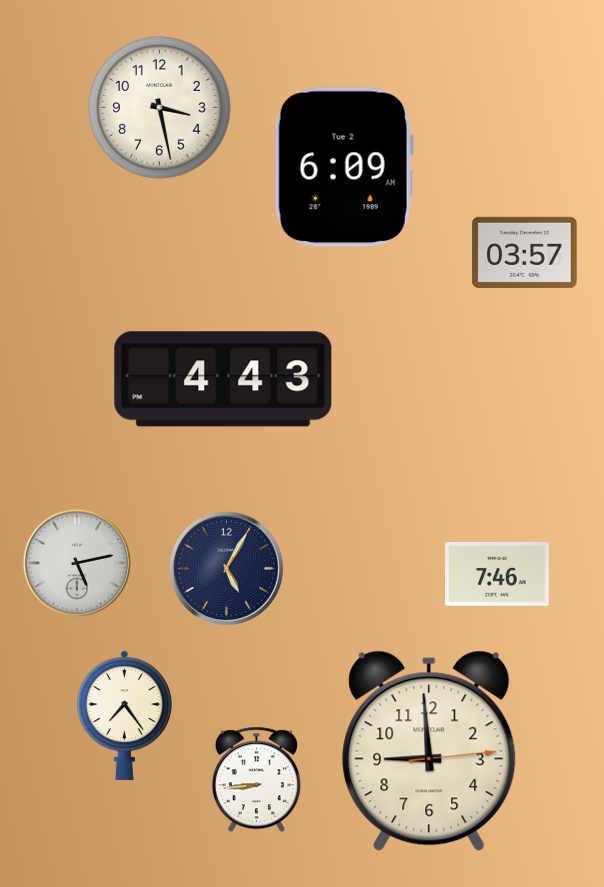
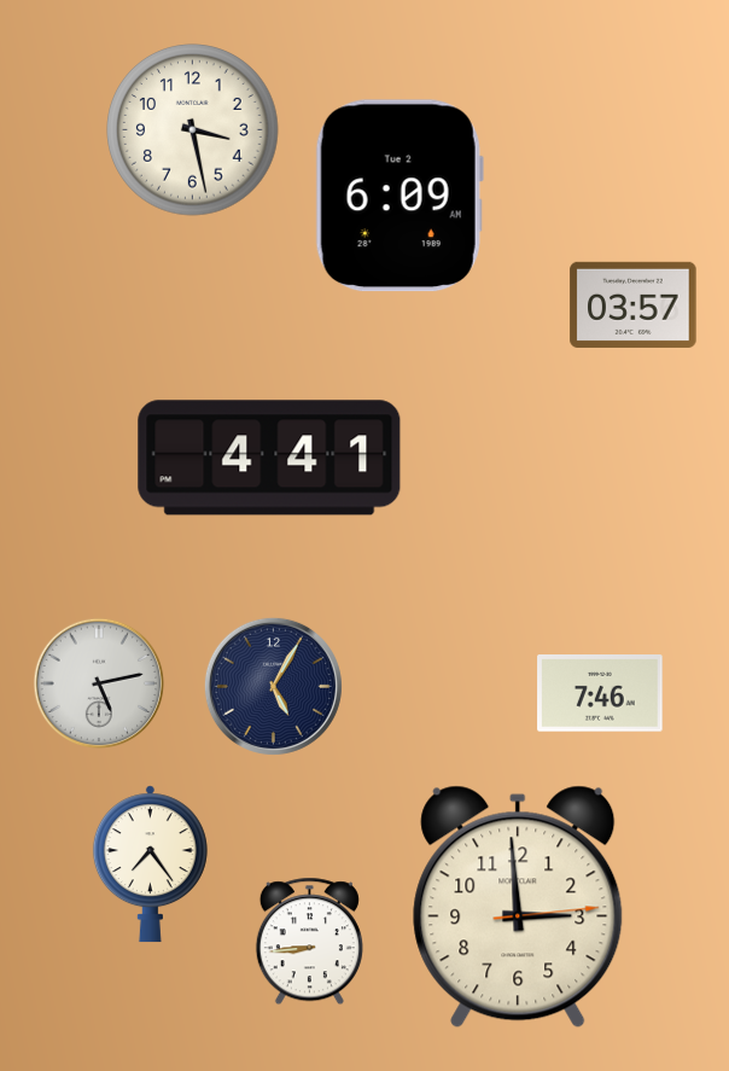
clock at (344, 167) position: (344, 167) -> (400, 196)
clock at (223, 379): 4:43 -> 4:41
clock at (77, 563) position: (77, 563) -> (99, 683)
clock at (429, 751): 8:59 -> 2:59
